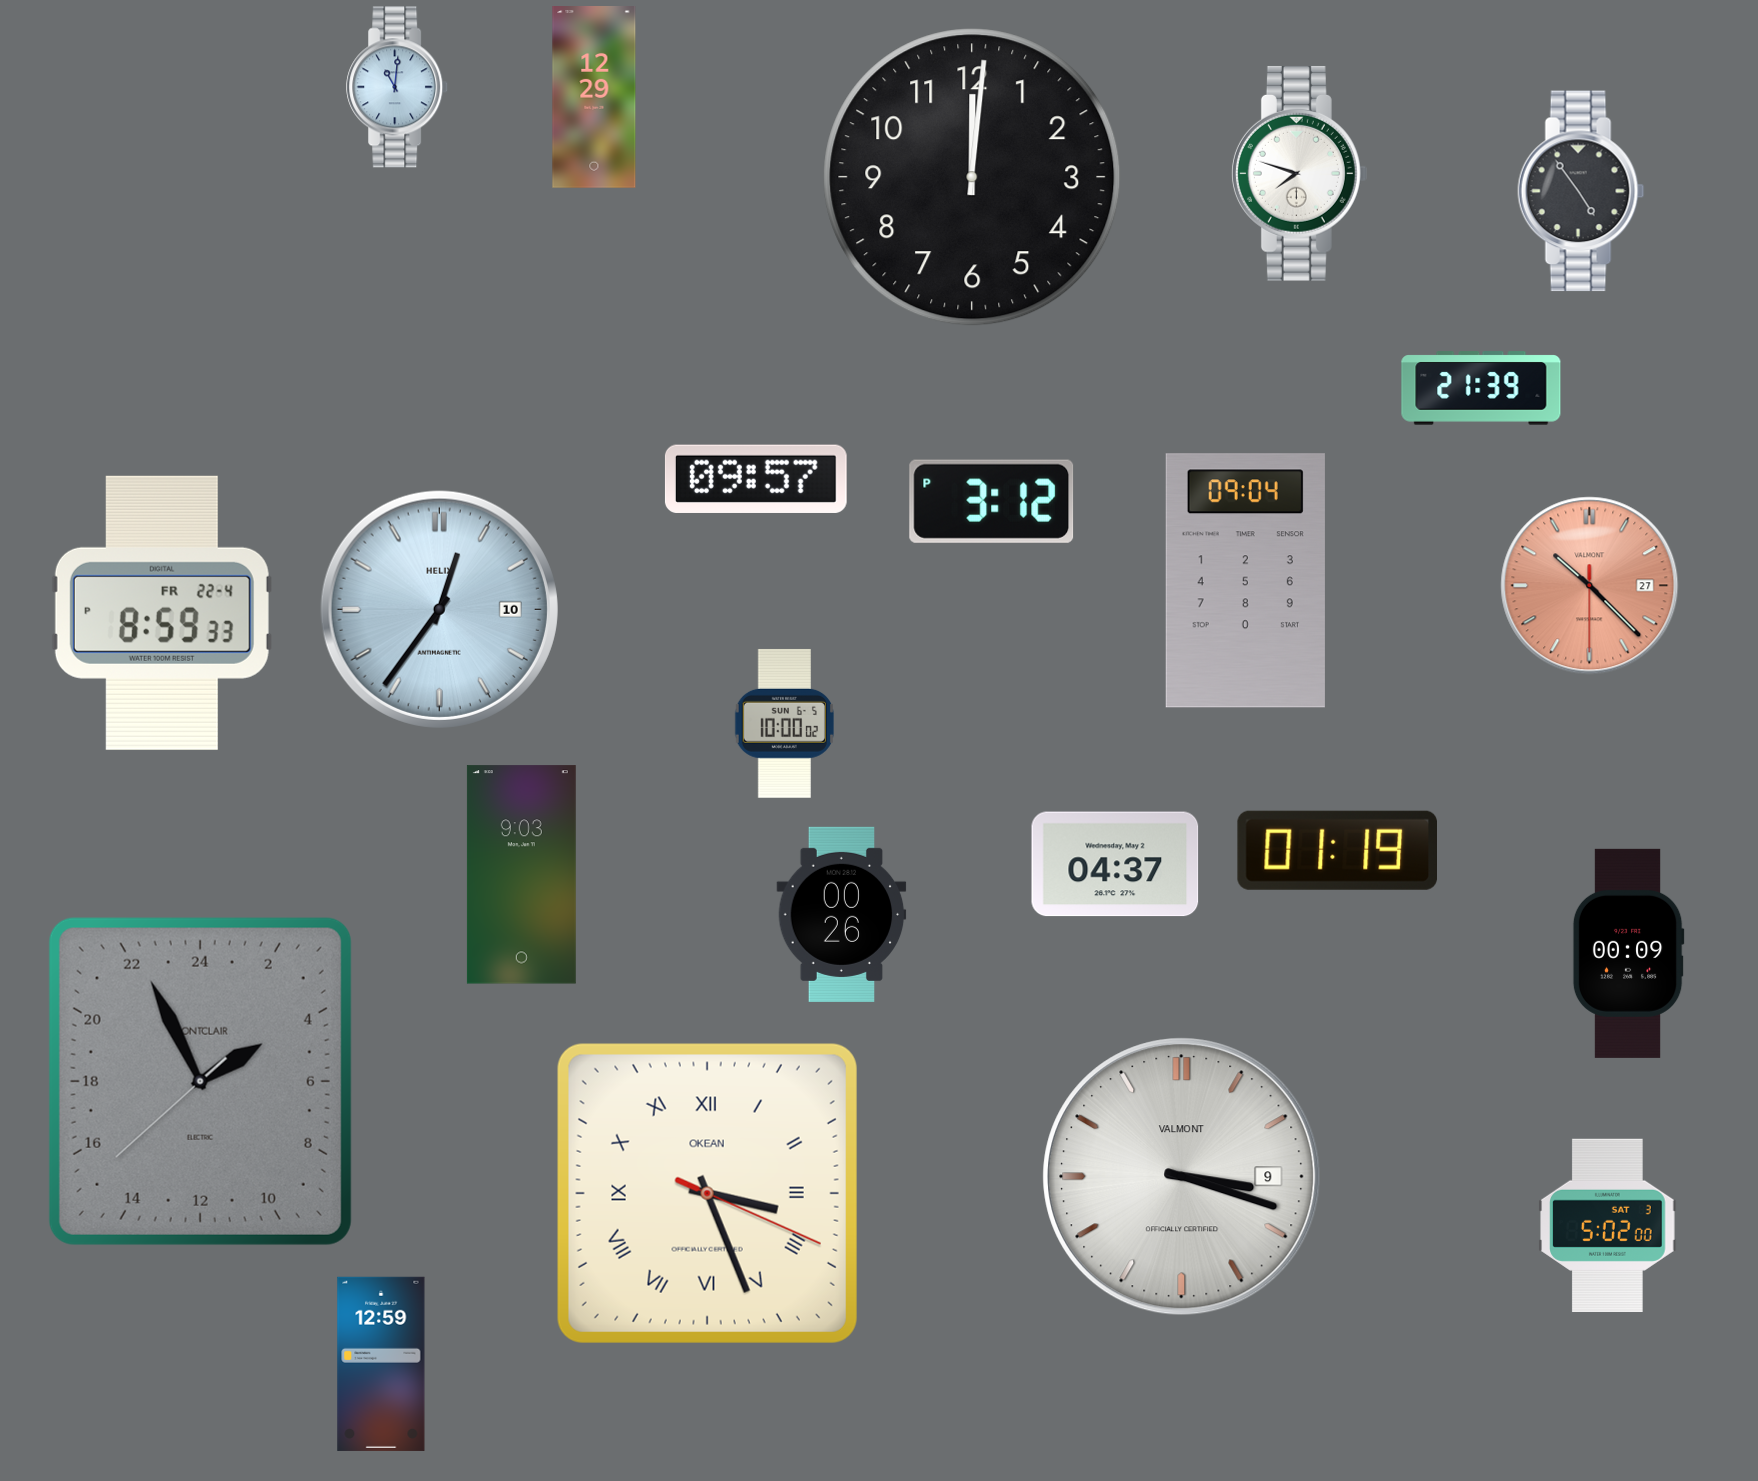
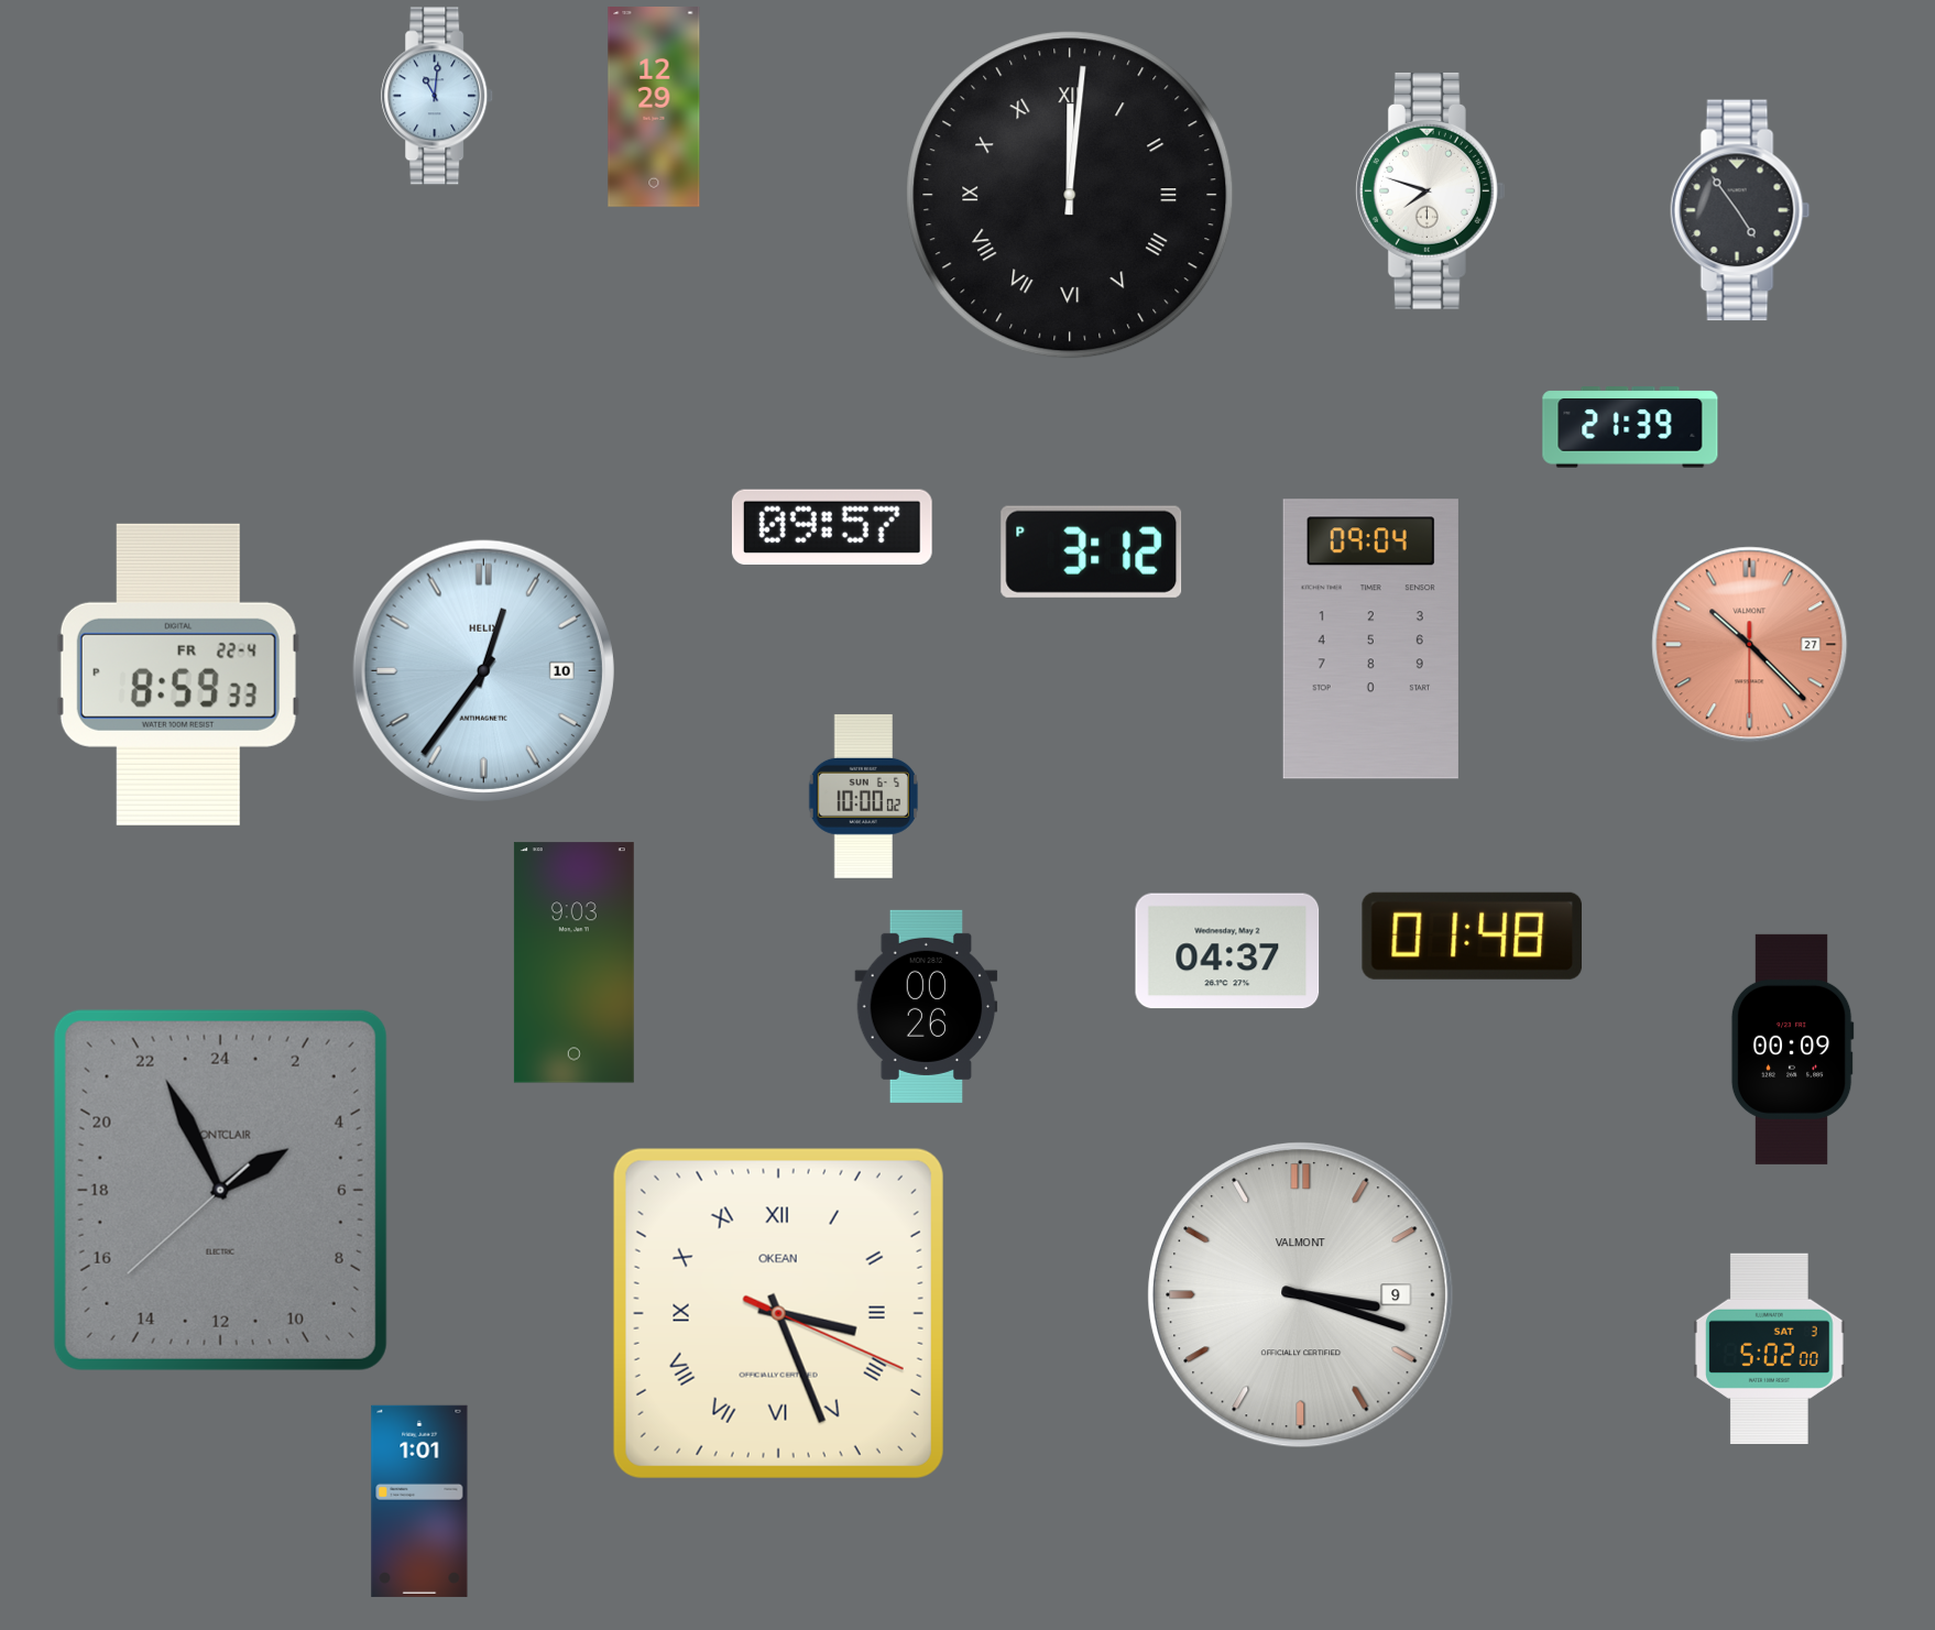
clock at (972, 177) numerals: Arabic -> Roman
clock at (1337, 850): 01:19 -> 01:48
clock at (381, 1364): 12:59 -> 1:01
